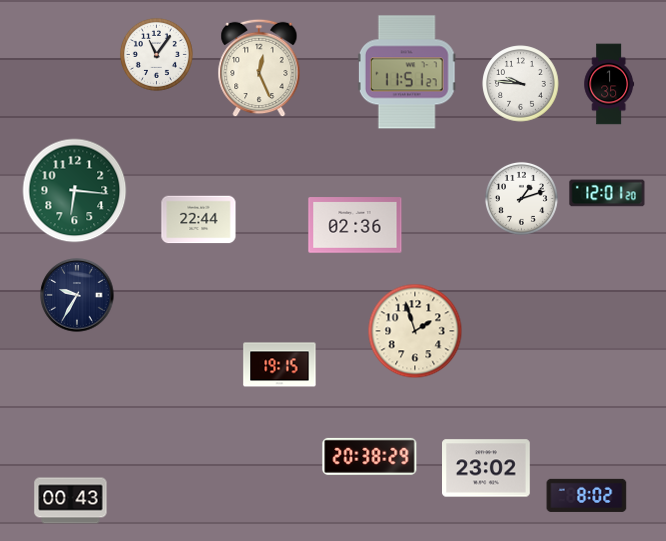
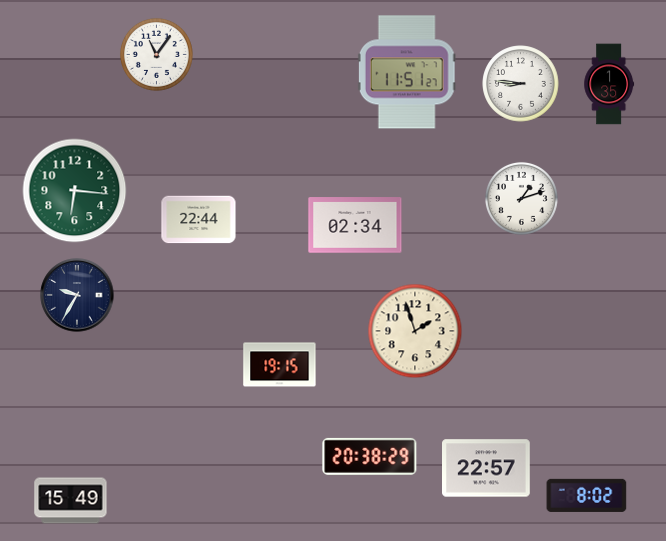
clock at (259, 68): 12:26 -> none
clock at (521, 84): 9:46 -> 8:46
clock at (607, 193): 12:01 -> none
clock at (355, 225): 02:36 -> 02:34
clock at (487, 468): 23:02 -> 22:57
clock at (71, 501): 00:43 -> 15:49
